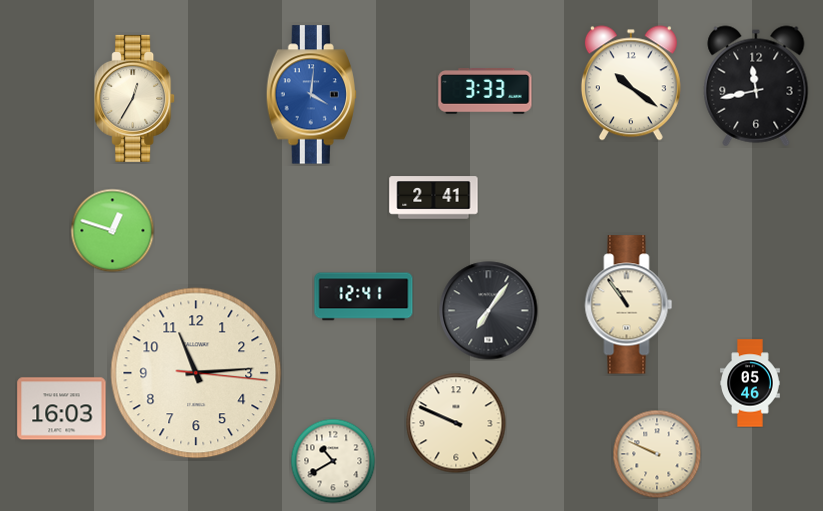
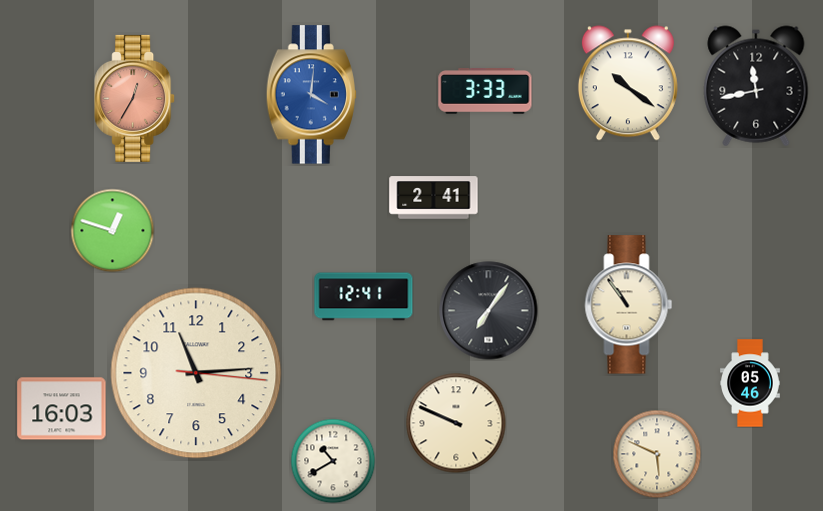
clock at (631, 83) position: (631, 83) -> (628, 83)
clock at (135, 98) dial: cream -> salmon
clock at (657, 454): 9:49 -> 5:49
